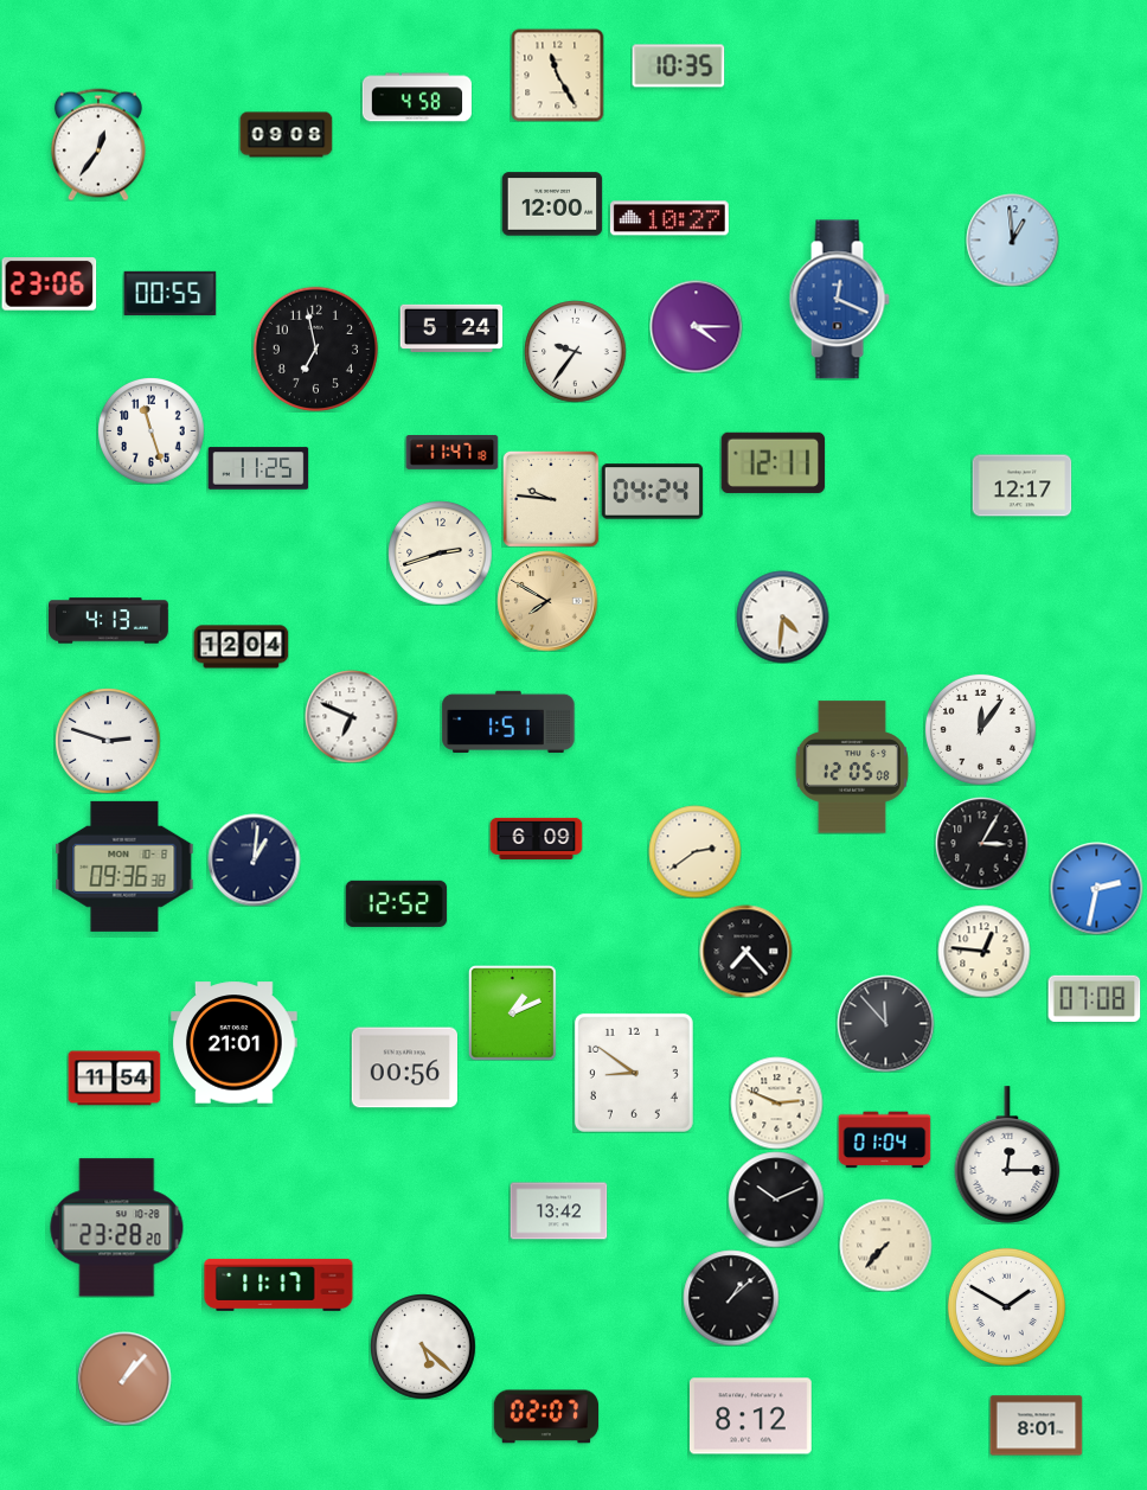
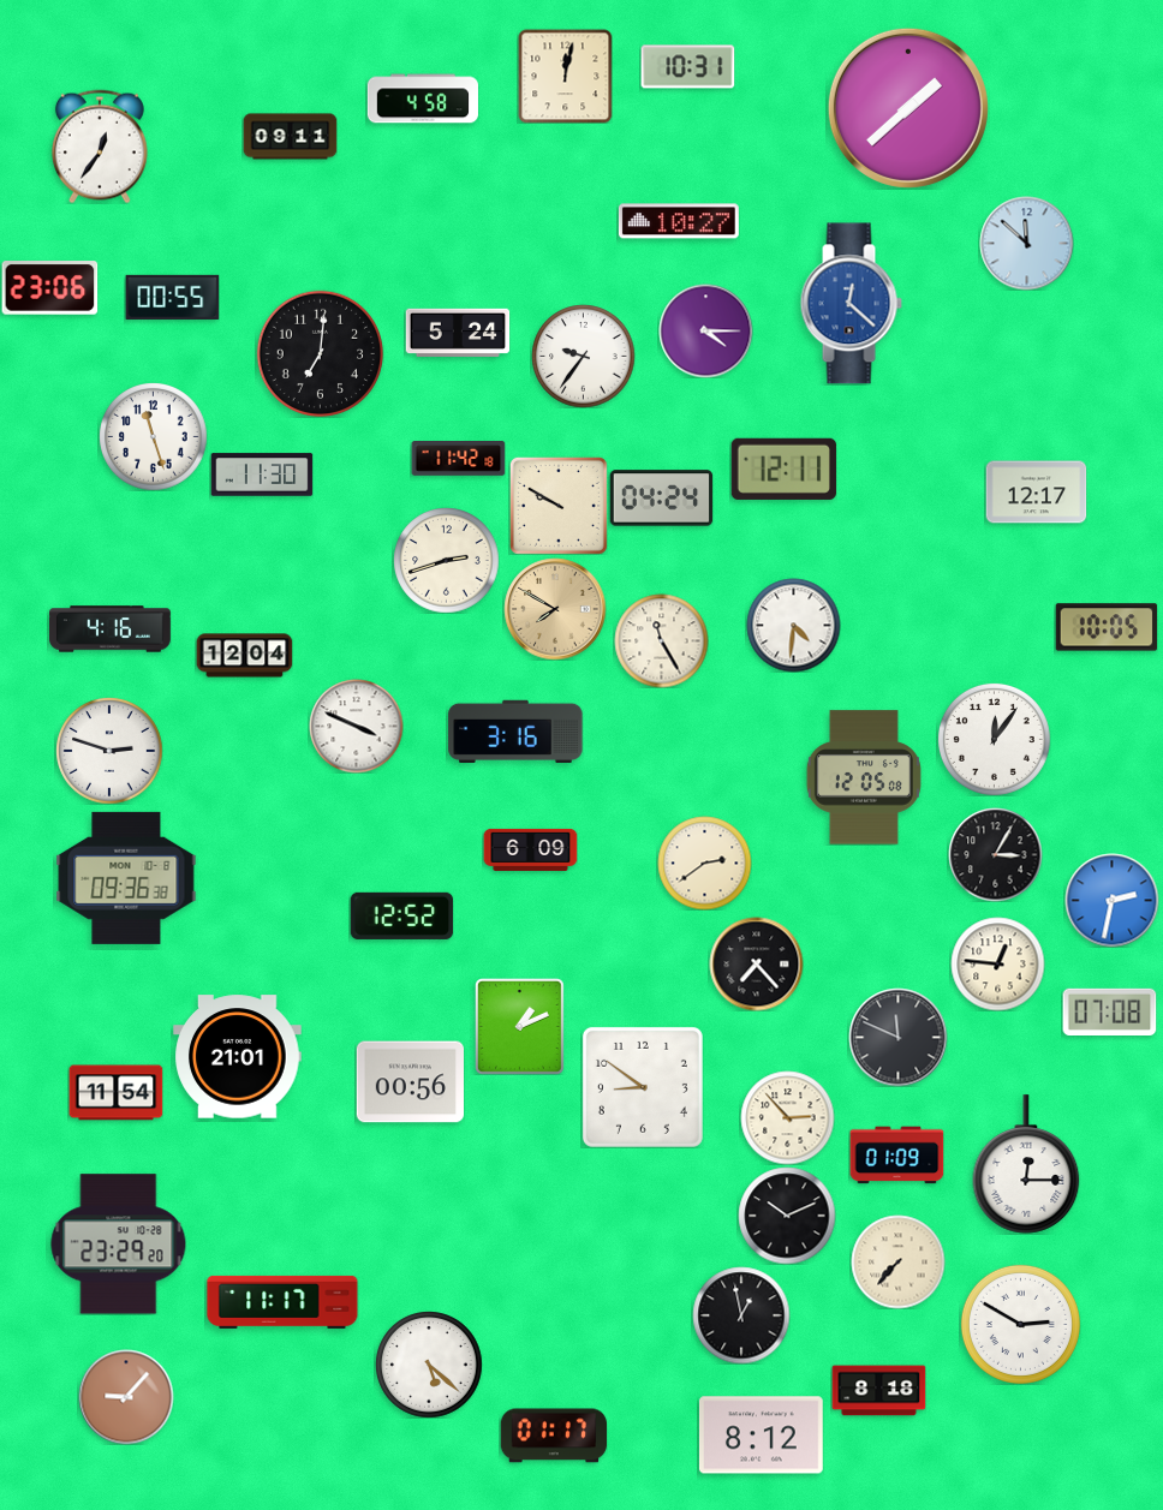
clock at (678, 66): 10:35 -> 10:31
clock at (557, 75): 11:25 -> 12:02
clock at (908, 108): none -> 1:38
clock at (286, 135): 09:08 -> 09:11
clock at (552, 204): 12:00 -> none
clock at (1012, 239): 12:59 -> 11:52
clock at (839, 300): 12:19 -> 12:22
clock at (315, 348): 6:58 -> 7:01
clock at (451, 453): 11:47 -> 11:42
clock at (258, 468): 11:25 -> 11:30
clock at (551, 499): 9:46 -> 9:50
clock at (1107, 627): none -> 10:05
clock at (109, 621): 4:13 -> 4:16
clock at (661, 640): none -> 11:25
clock at (351, 716): 6:49 -> 3:49
clock at (508, 722): 1:51 -> 3:16
clock at (536, 838) position: (536, 838) -> (530, 849)
clock at (254, 859): 1:01 -> none
clock at (885, 1023): 11:53 -> 11:49
clock at (776, 1102): 2:49 -> 2:53
clock at (884, 1140): 01:04 -> 01:09
clock at (1007, 1155) position: (1007, 1155) -> (1026, 1164)
clock at (558, 1211): 13:42 -> none
clock at (117, 1228): 23:28 -> 23:29
clock at (731, 1298): 1:08 -> 12:58
clock at (1006, 1306): 1:50 -> 2:50
clock at (878, 1391): none -> 8:18
clock at (124, 1379): 1:07 -> 9:07
clock at (545, 1417): 02:07 -> 01:17
clock at (1036, 1426): 8:01 -> none
